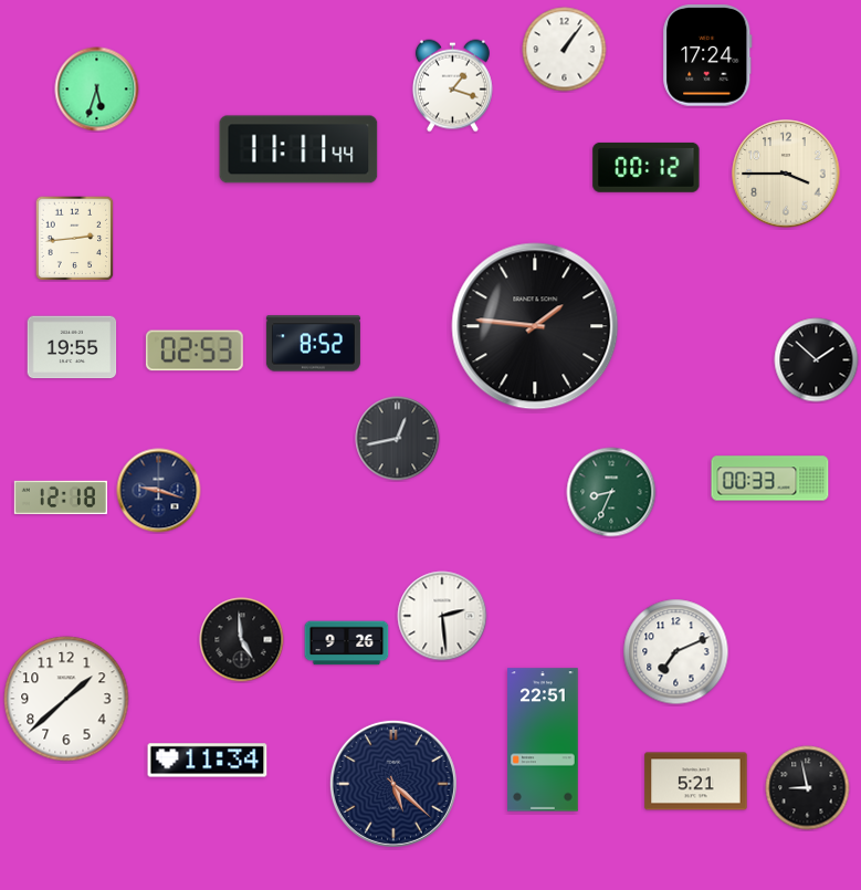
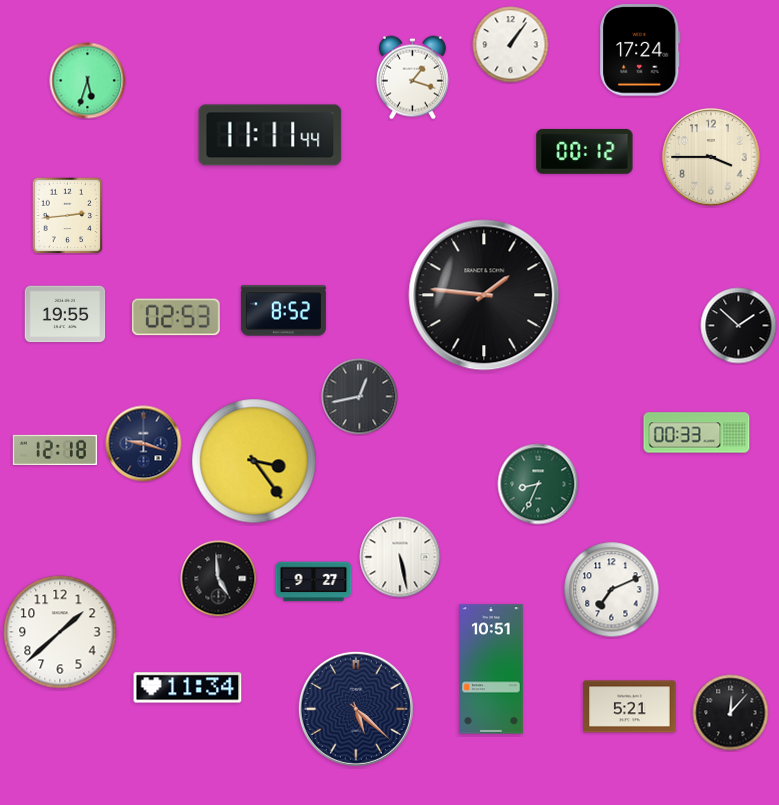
clock at (452, 86) position: (452, 86) -> (412, 78)
clock at (611, 492) position: (611, 492) -> (538, 484)
clock at (254, 461): none -> 3:24
clock at (442, 616): 2:29 -> 5:28
clock at (347, 643): 9:26 -> 9:27
clock at (543, 740): 22:51 -> 10:51
clock at (808, 788): 8:58 -> 12:07
